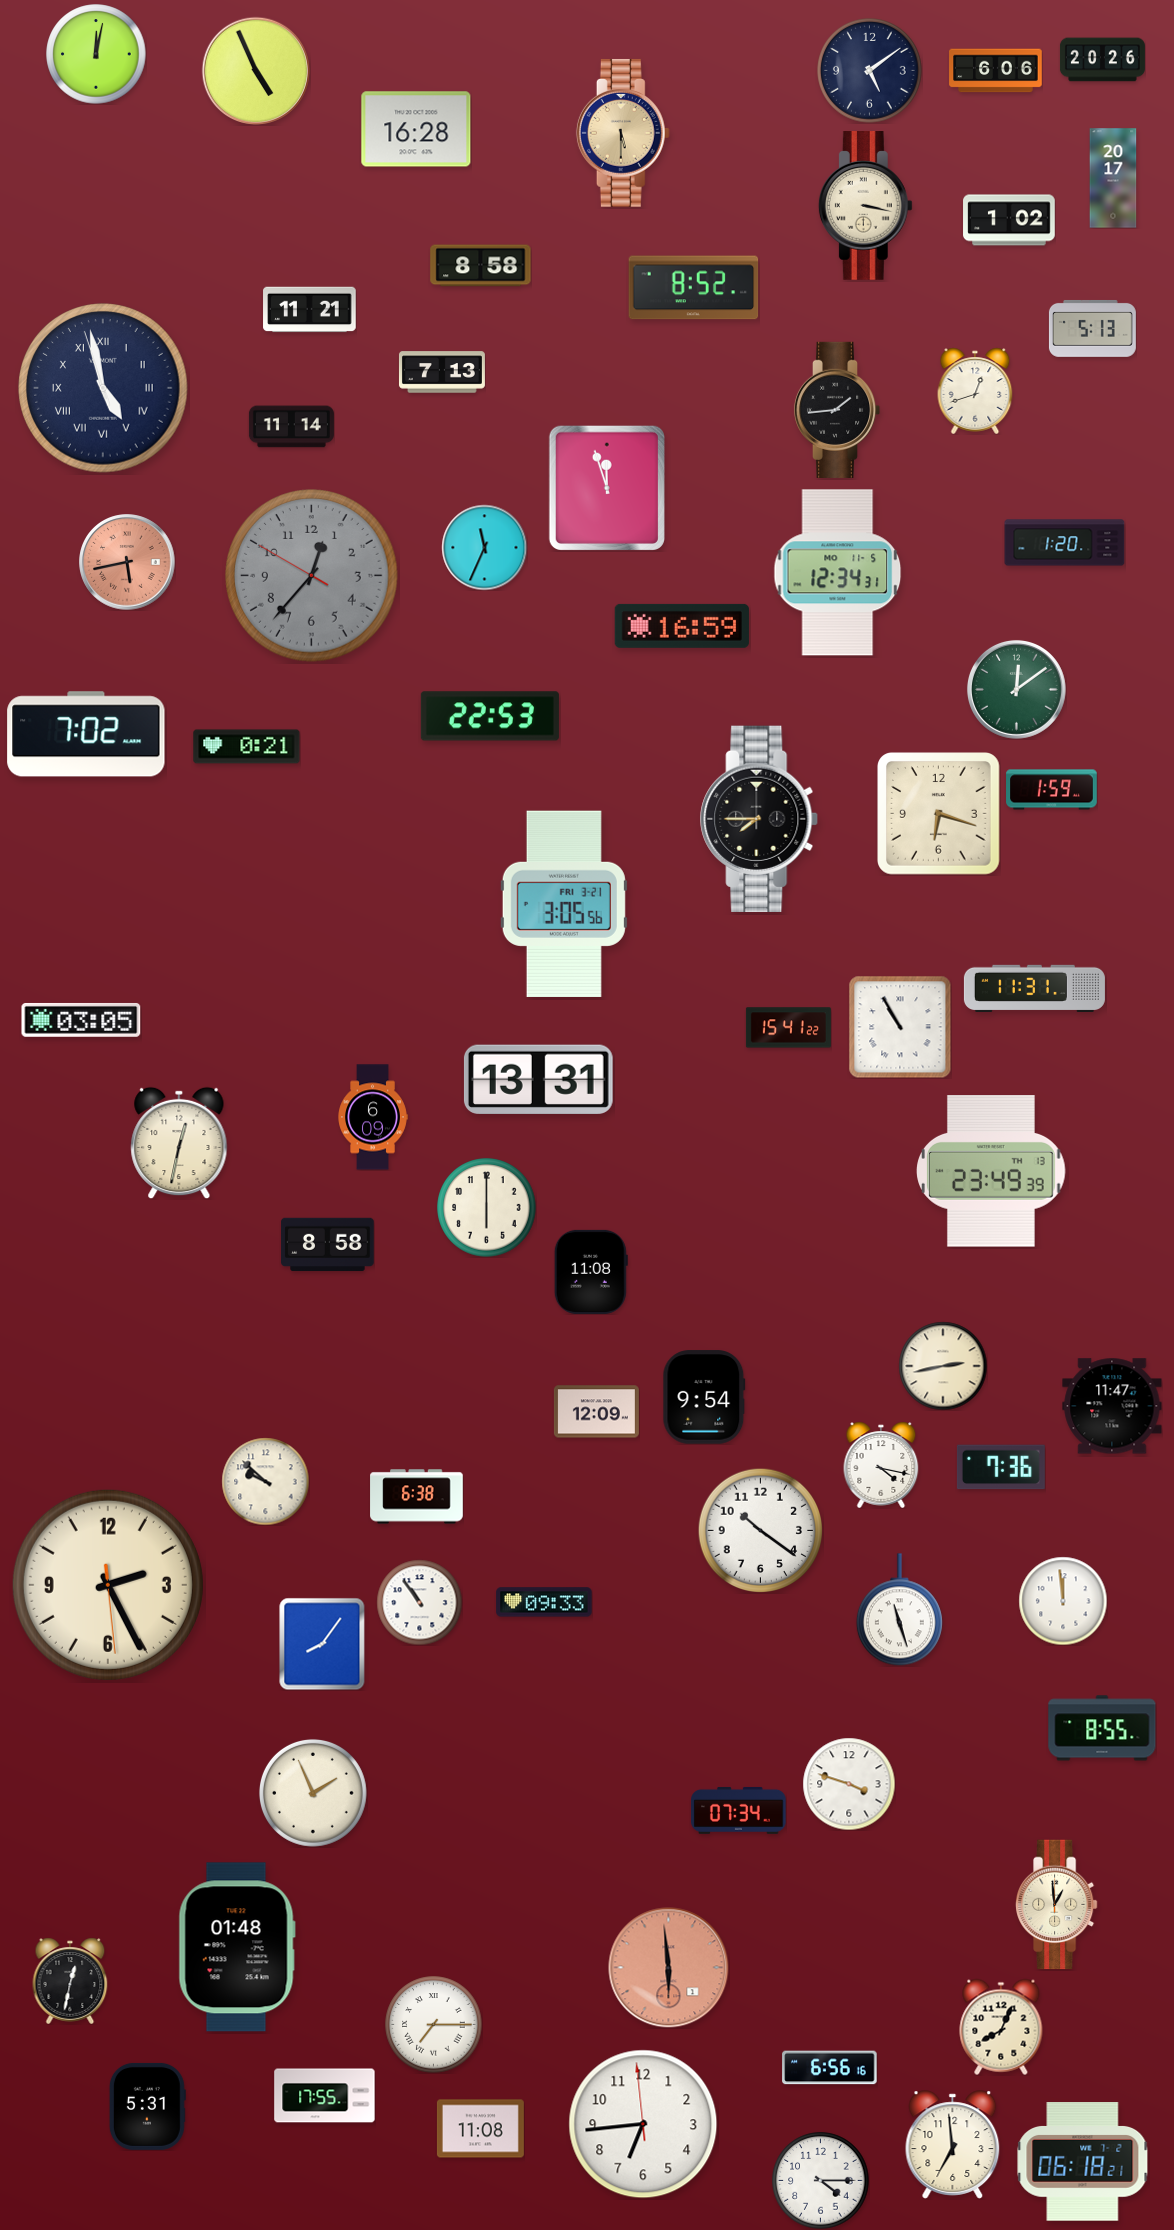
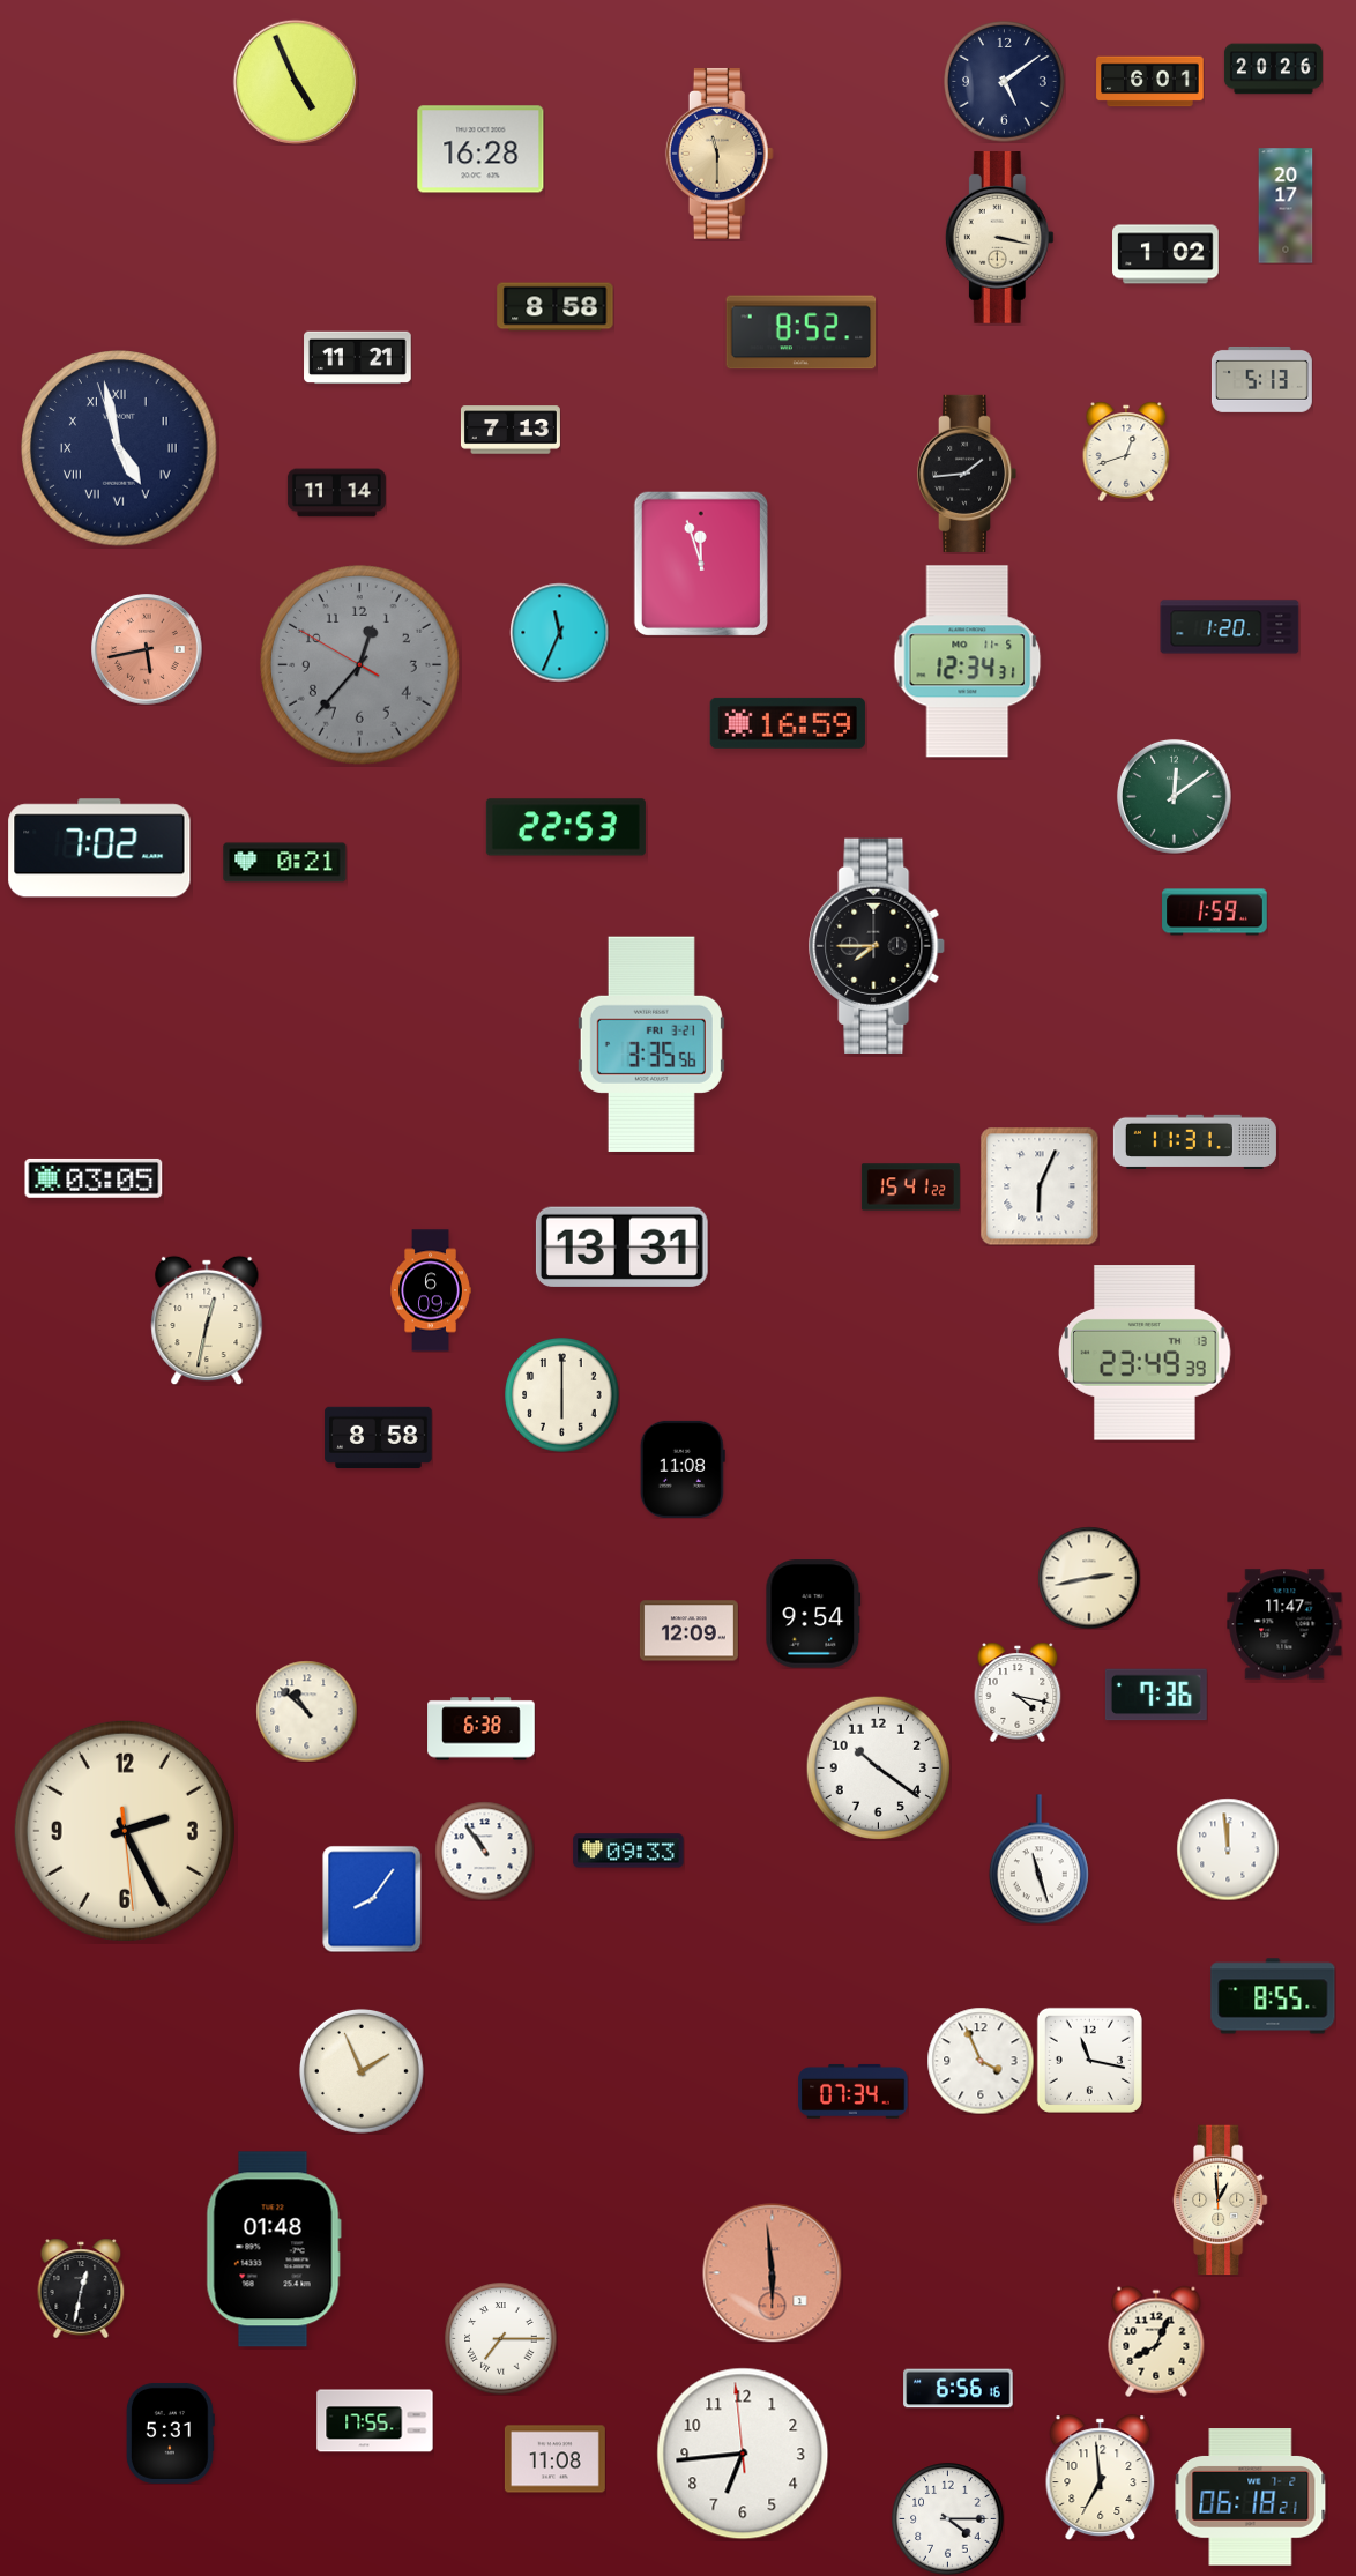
clock at (96, 54): 12:02 -> none
clock at (996, 71): 6:06 -> 6:01
clock at (623, 133): 5:30 -> 11:30
clock at (939, 814): 6:18 -> none
clock at (564, 903): 3:05 -> 3:35
clock at (900, 1027): 10:55 -> 6:04
clock at (265, 1481): 9:52 -> 10:52
clock at (1089, 2060): none -> 11:17
clock at (849, 1784): 3:48 -> 3:56
